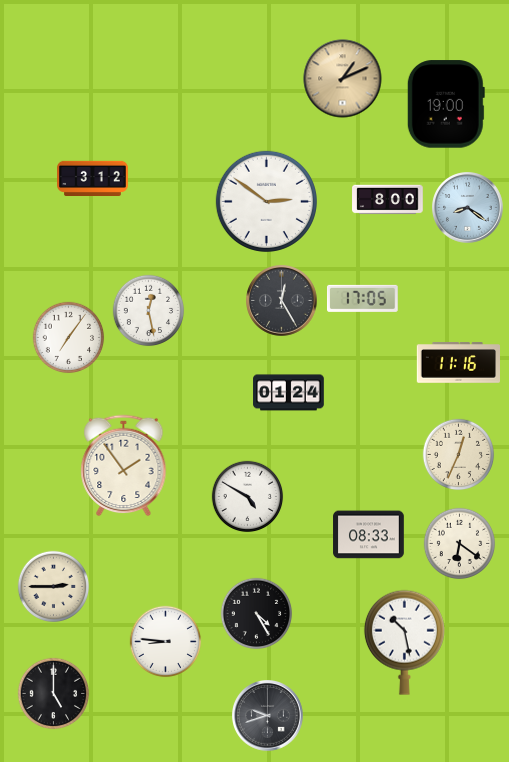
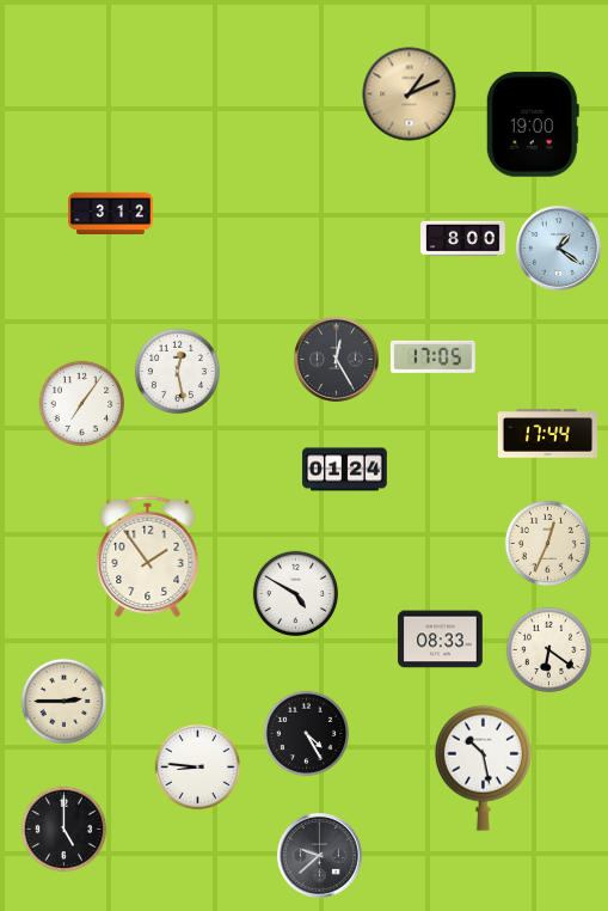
clock at (266, 201): 2:51 -> none
clock at (468, 208): 8:21 -> 1:21
clock at (458, 363): 11:16 -> 17:44
clock at (268, 716): 9:42 -> 9:38
